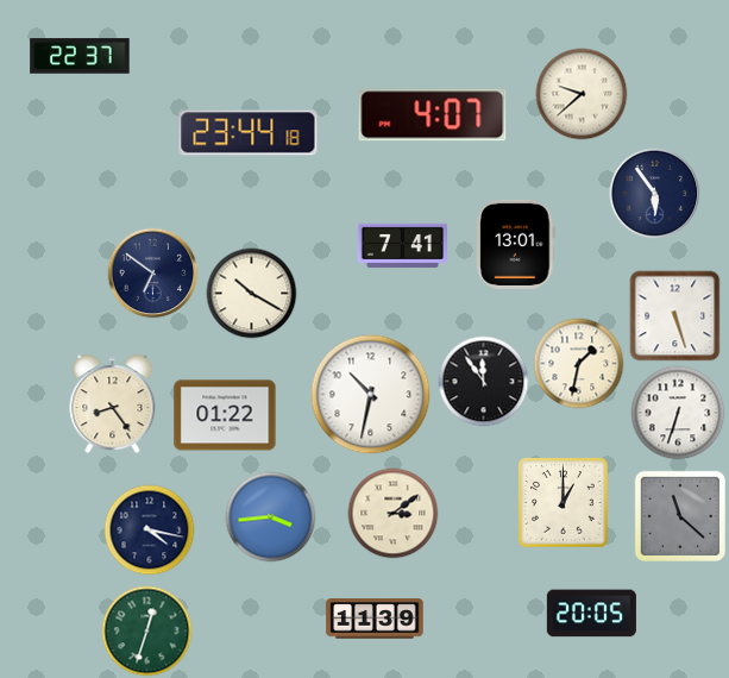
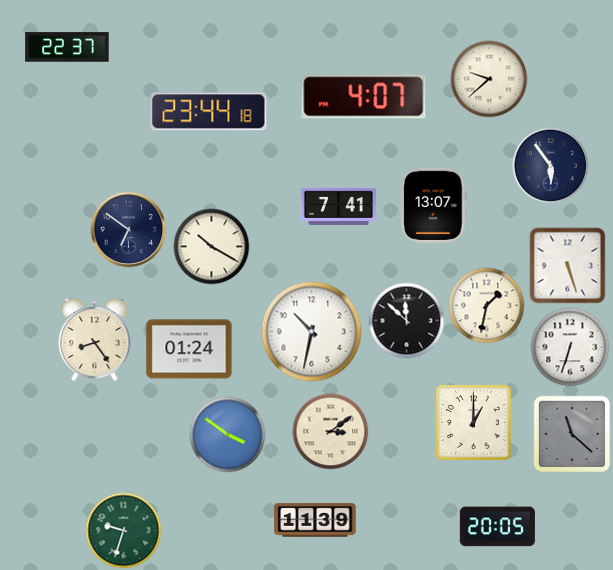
clock at (655, 194) position: (655, 194) -> (551, 166)
clock at (516, 244): 13:01 -> 13:07
clock at (484, 382): 11:54 -> 11:52
clock at (225, 415): 01:22 -> 01:24
clock at (271, 517): 3:44 -> 3:51
clock at (150, 531): 4:17 -> none
clock at (591, 614) position: (591, 614) -> (497, 527)
clock at (147, 632): 12:33 -> 9:33
